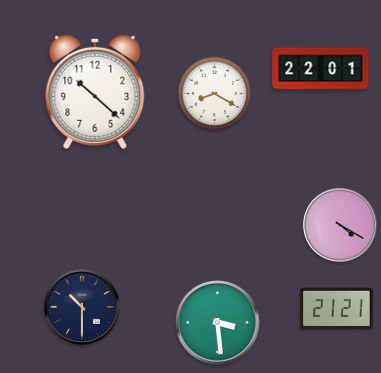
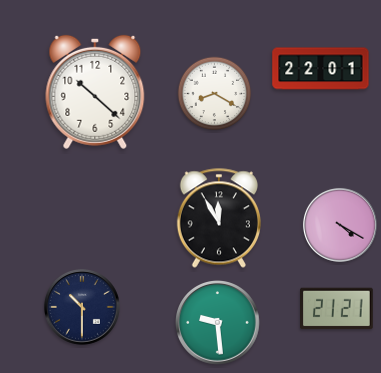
clock at (219, 218): none -> 11:55
clock at (218, 323): 3:29 -> 9:29
